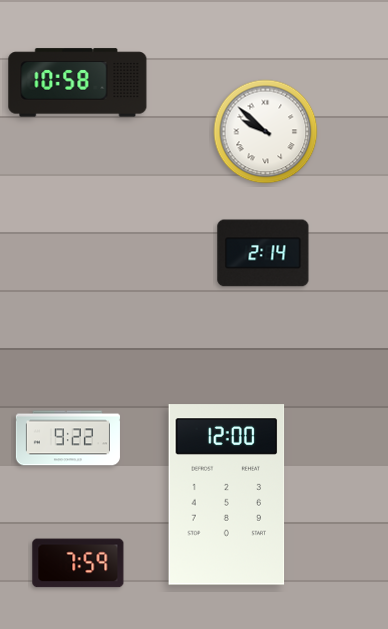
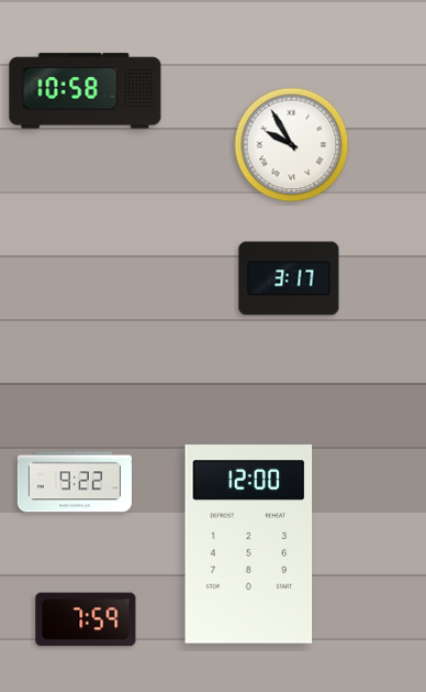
clock at (266, 132): 9:52 -> 9:55
clock at (263, 253): 2:14 -> 3:17
